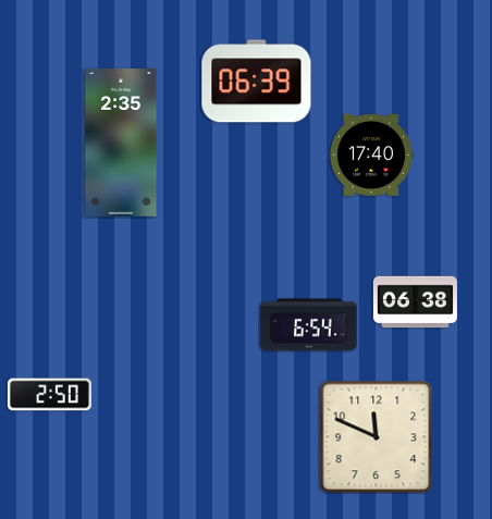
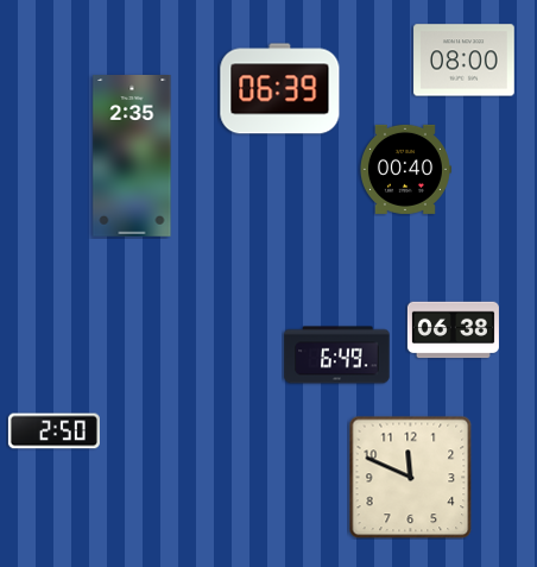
clock at (465, 61): none -> 08:00
clock at (371, 155): 17:40 -> 00:40
clock at (309, 325): 6:54 -> 6:49
